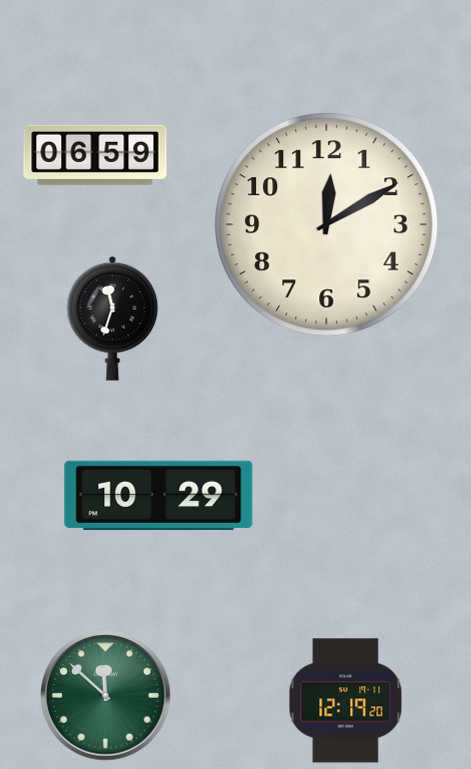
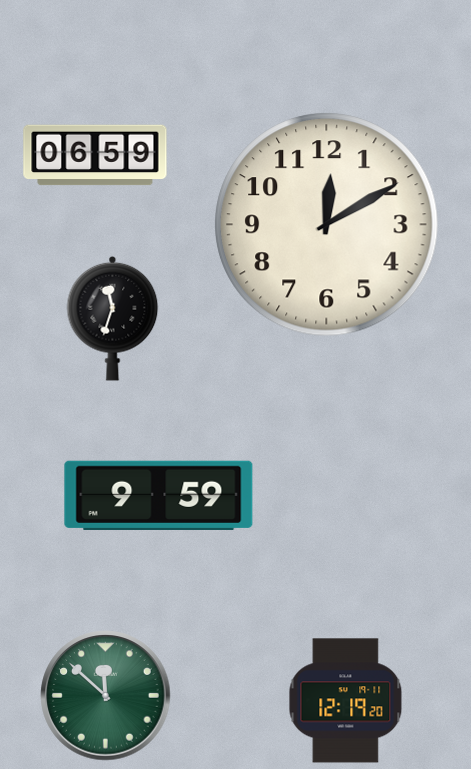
clock at (159, 495): 10:29 -> 9:59
